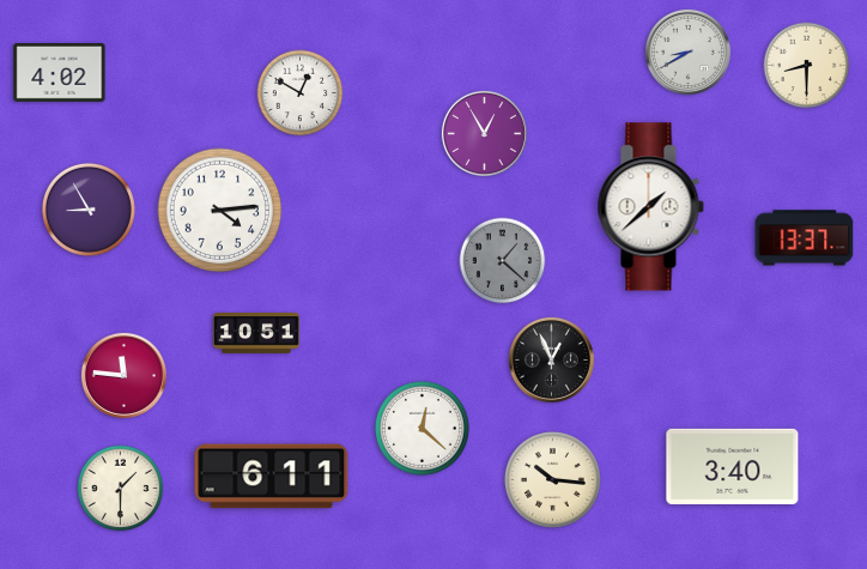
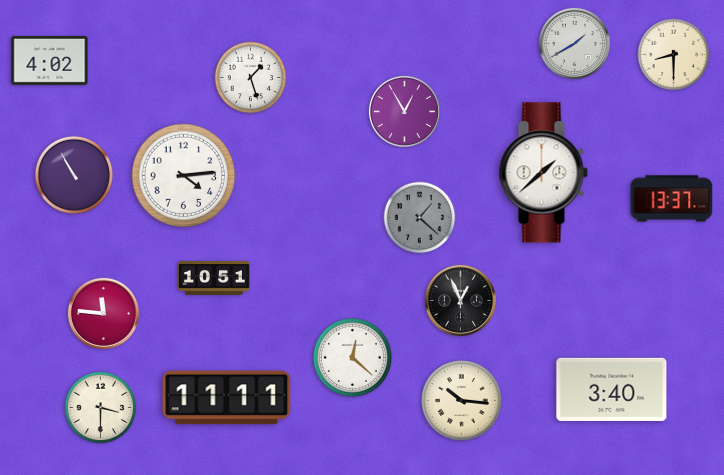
clock at (687, 52): 8:40 -> 1:40
clock at (301, 93): 12:50 -> 1:27
clock at (89, 210): 8:55 -> 10:55
clock at (272, 477): 6:11 -> 11:11
clock at (121, 489): 1:30 -> 3:30
